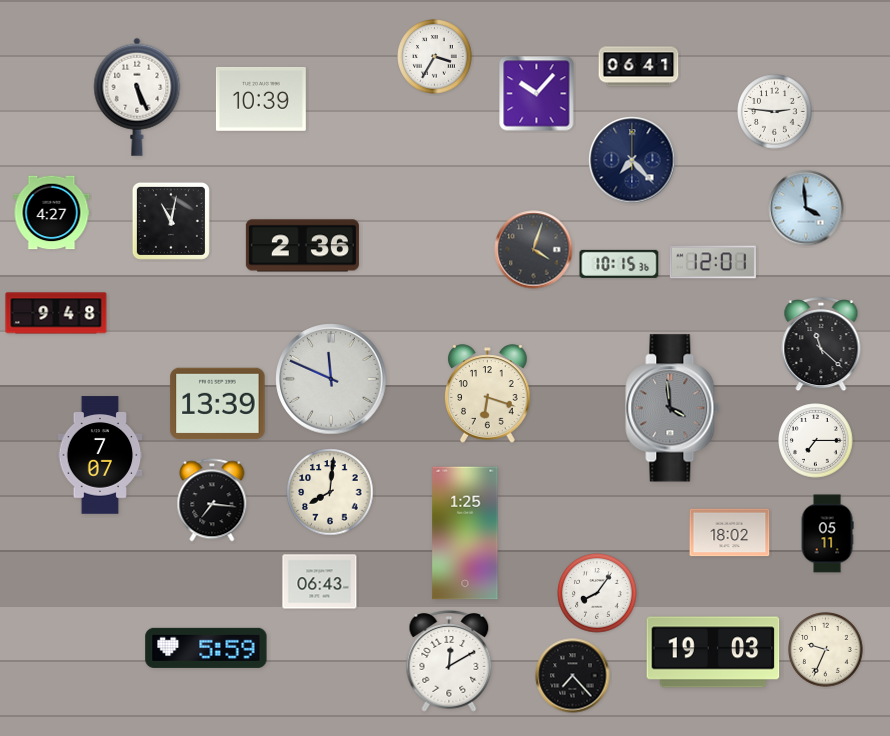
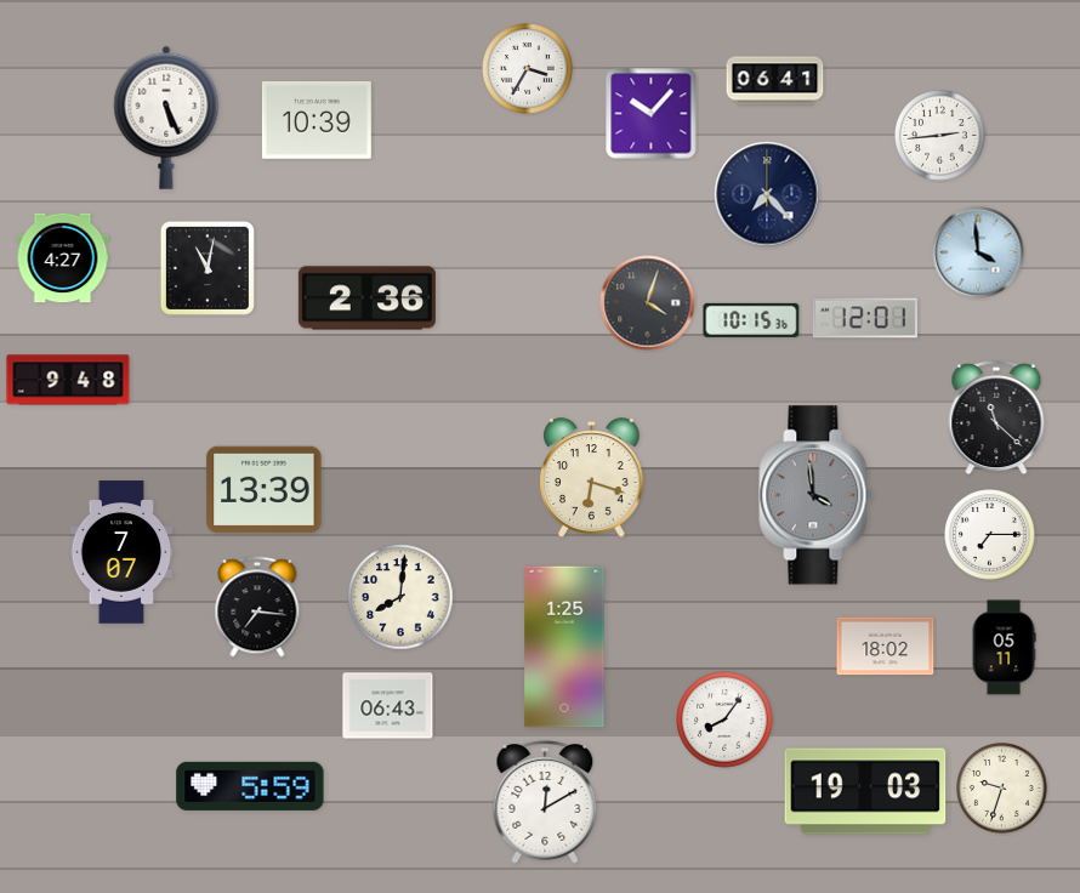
clock at (775, 112): 2:46 -> 2:44
clock at (331, 379): 11:49 -> none
clock at (826, 650): 9:34 -> 9:33
clock at (573, 676): 7:23 -> none
